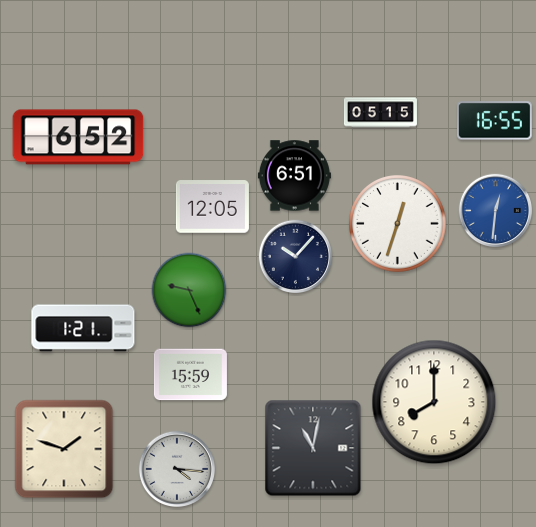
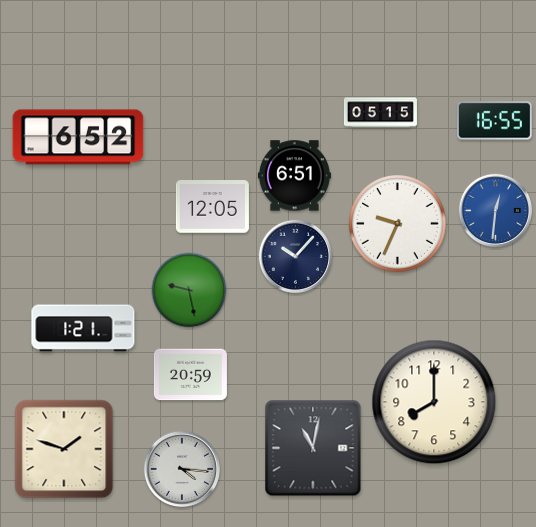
clock at (398, 224): 12:33 -> 9:34
clock at (189, 290): 9:26 -> 9:28
clock at (190, 375): 15:59 -> 20:59
clock at (176, 468) position: (176, 468) -> (181, 468)
